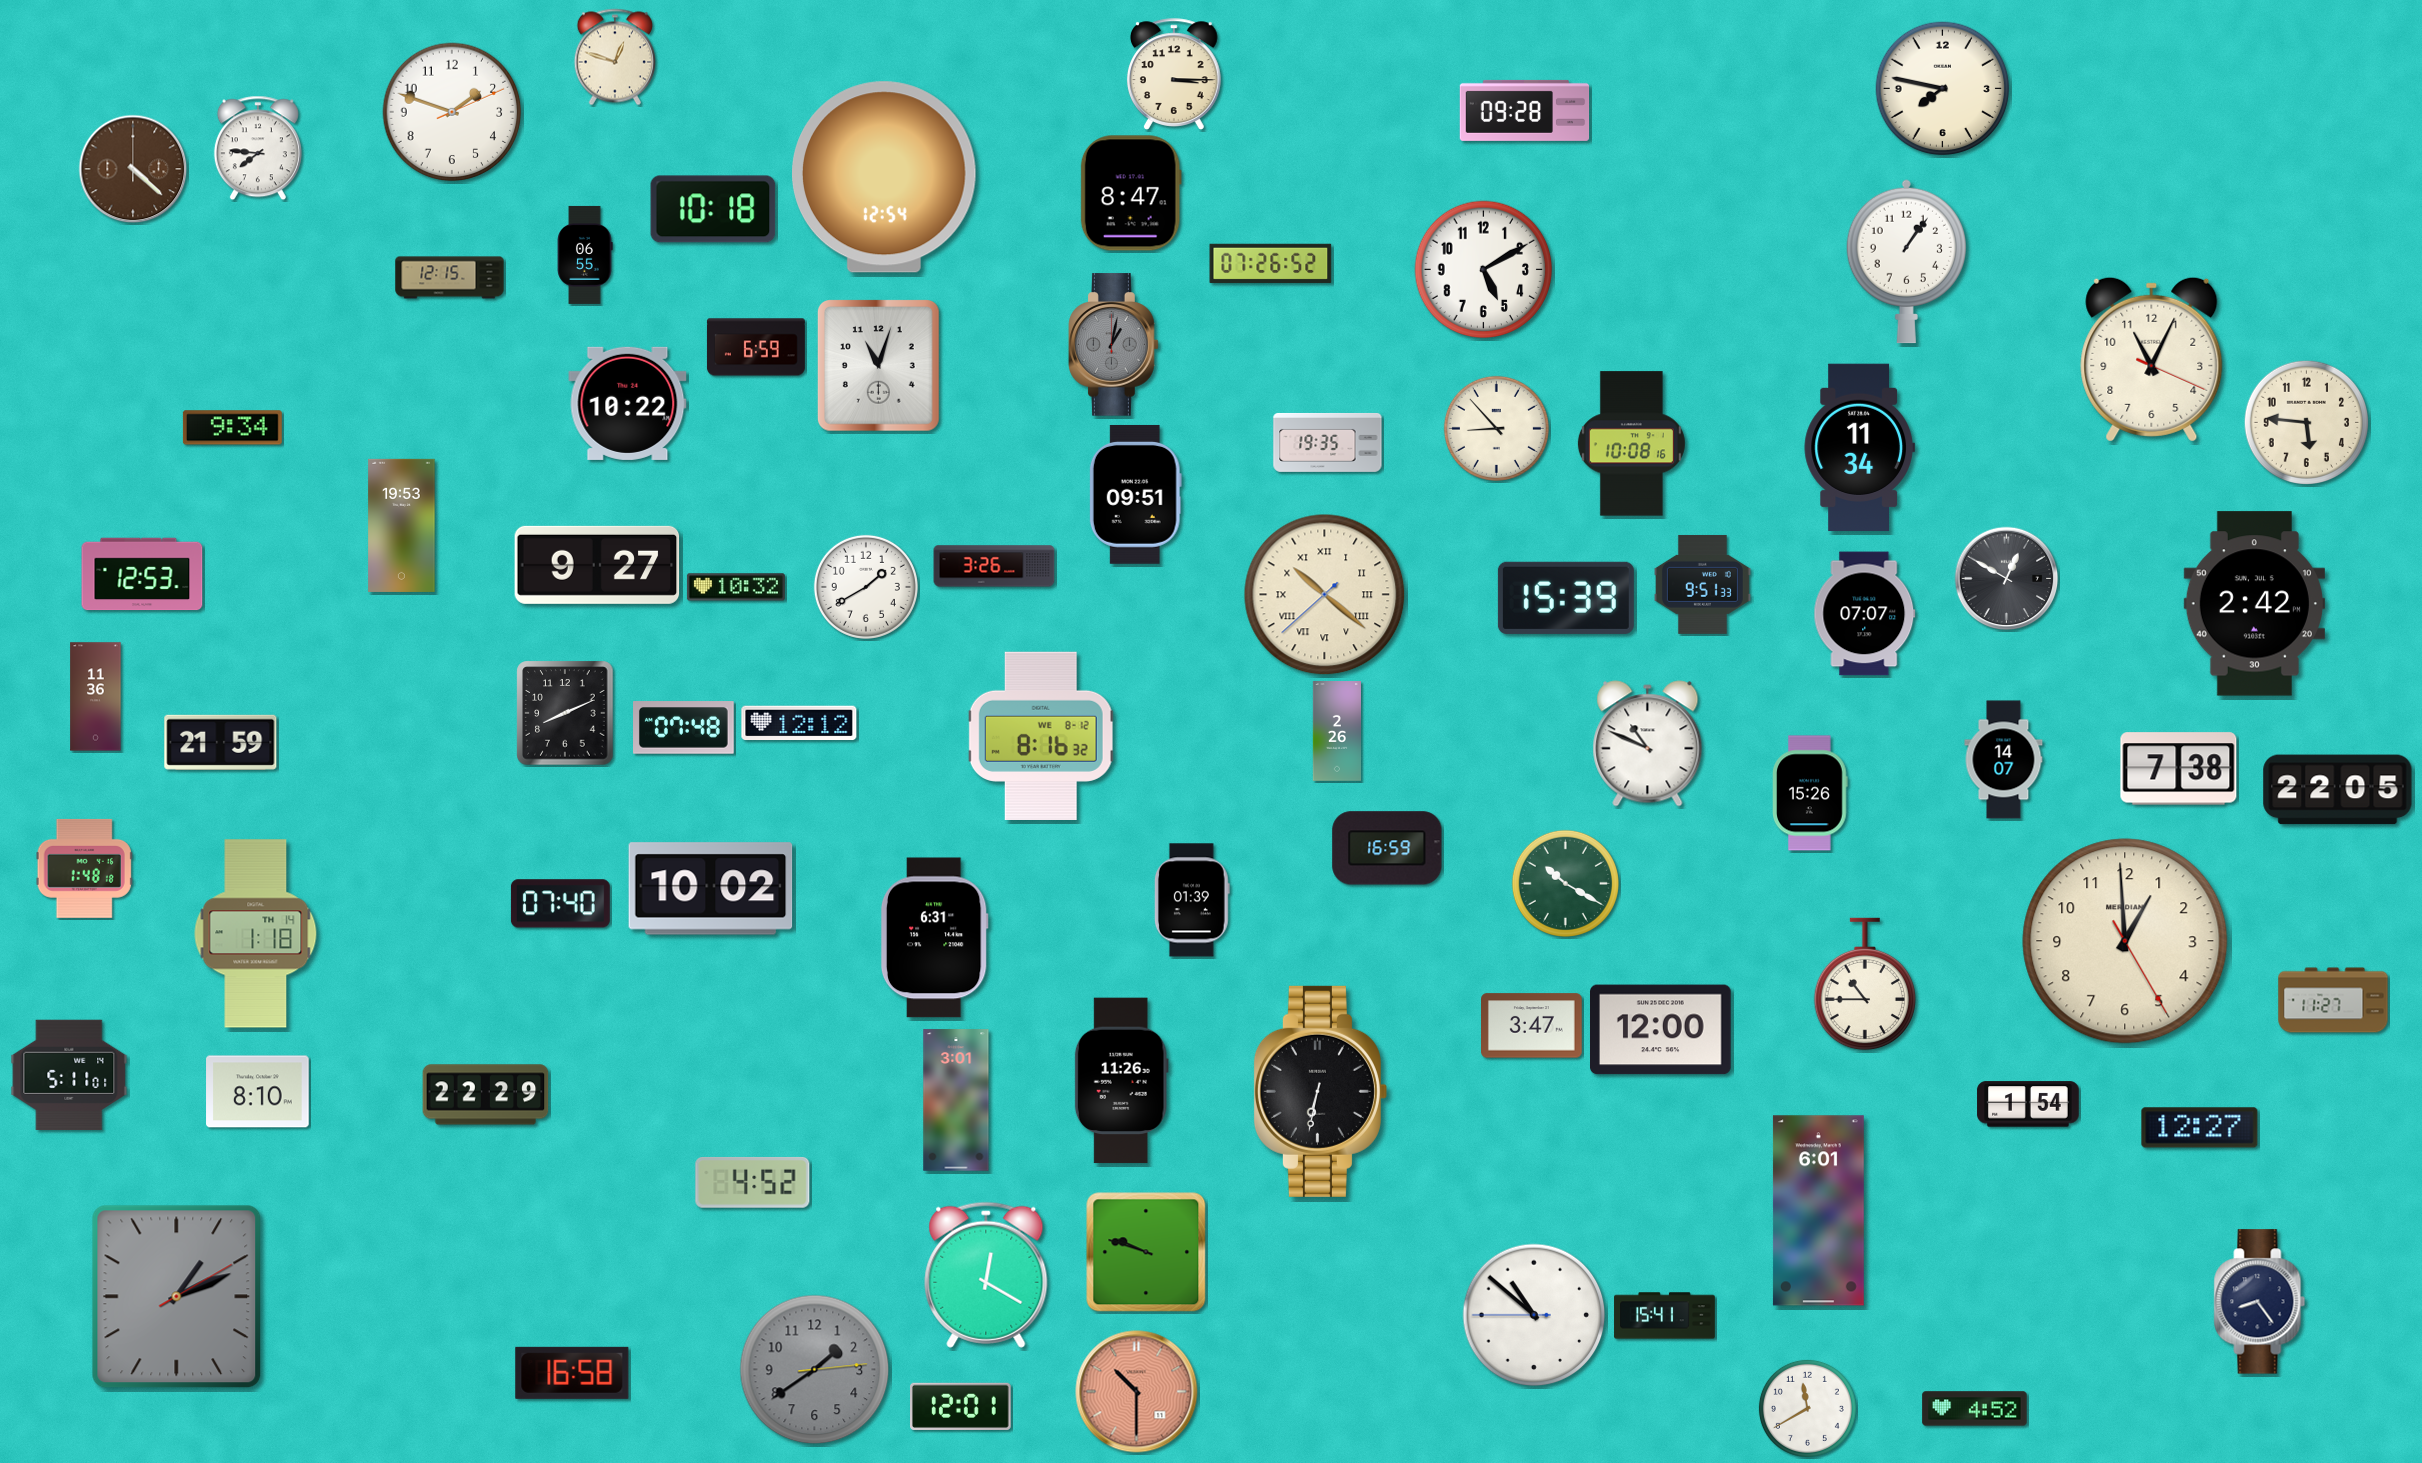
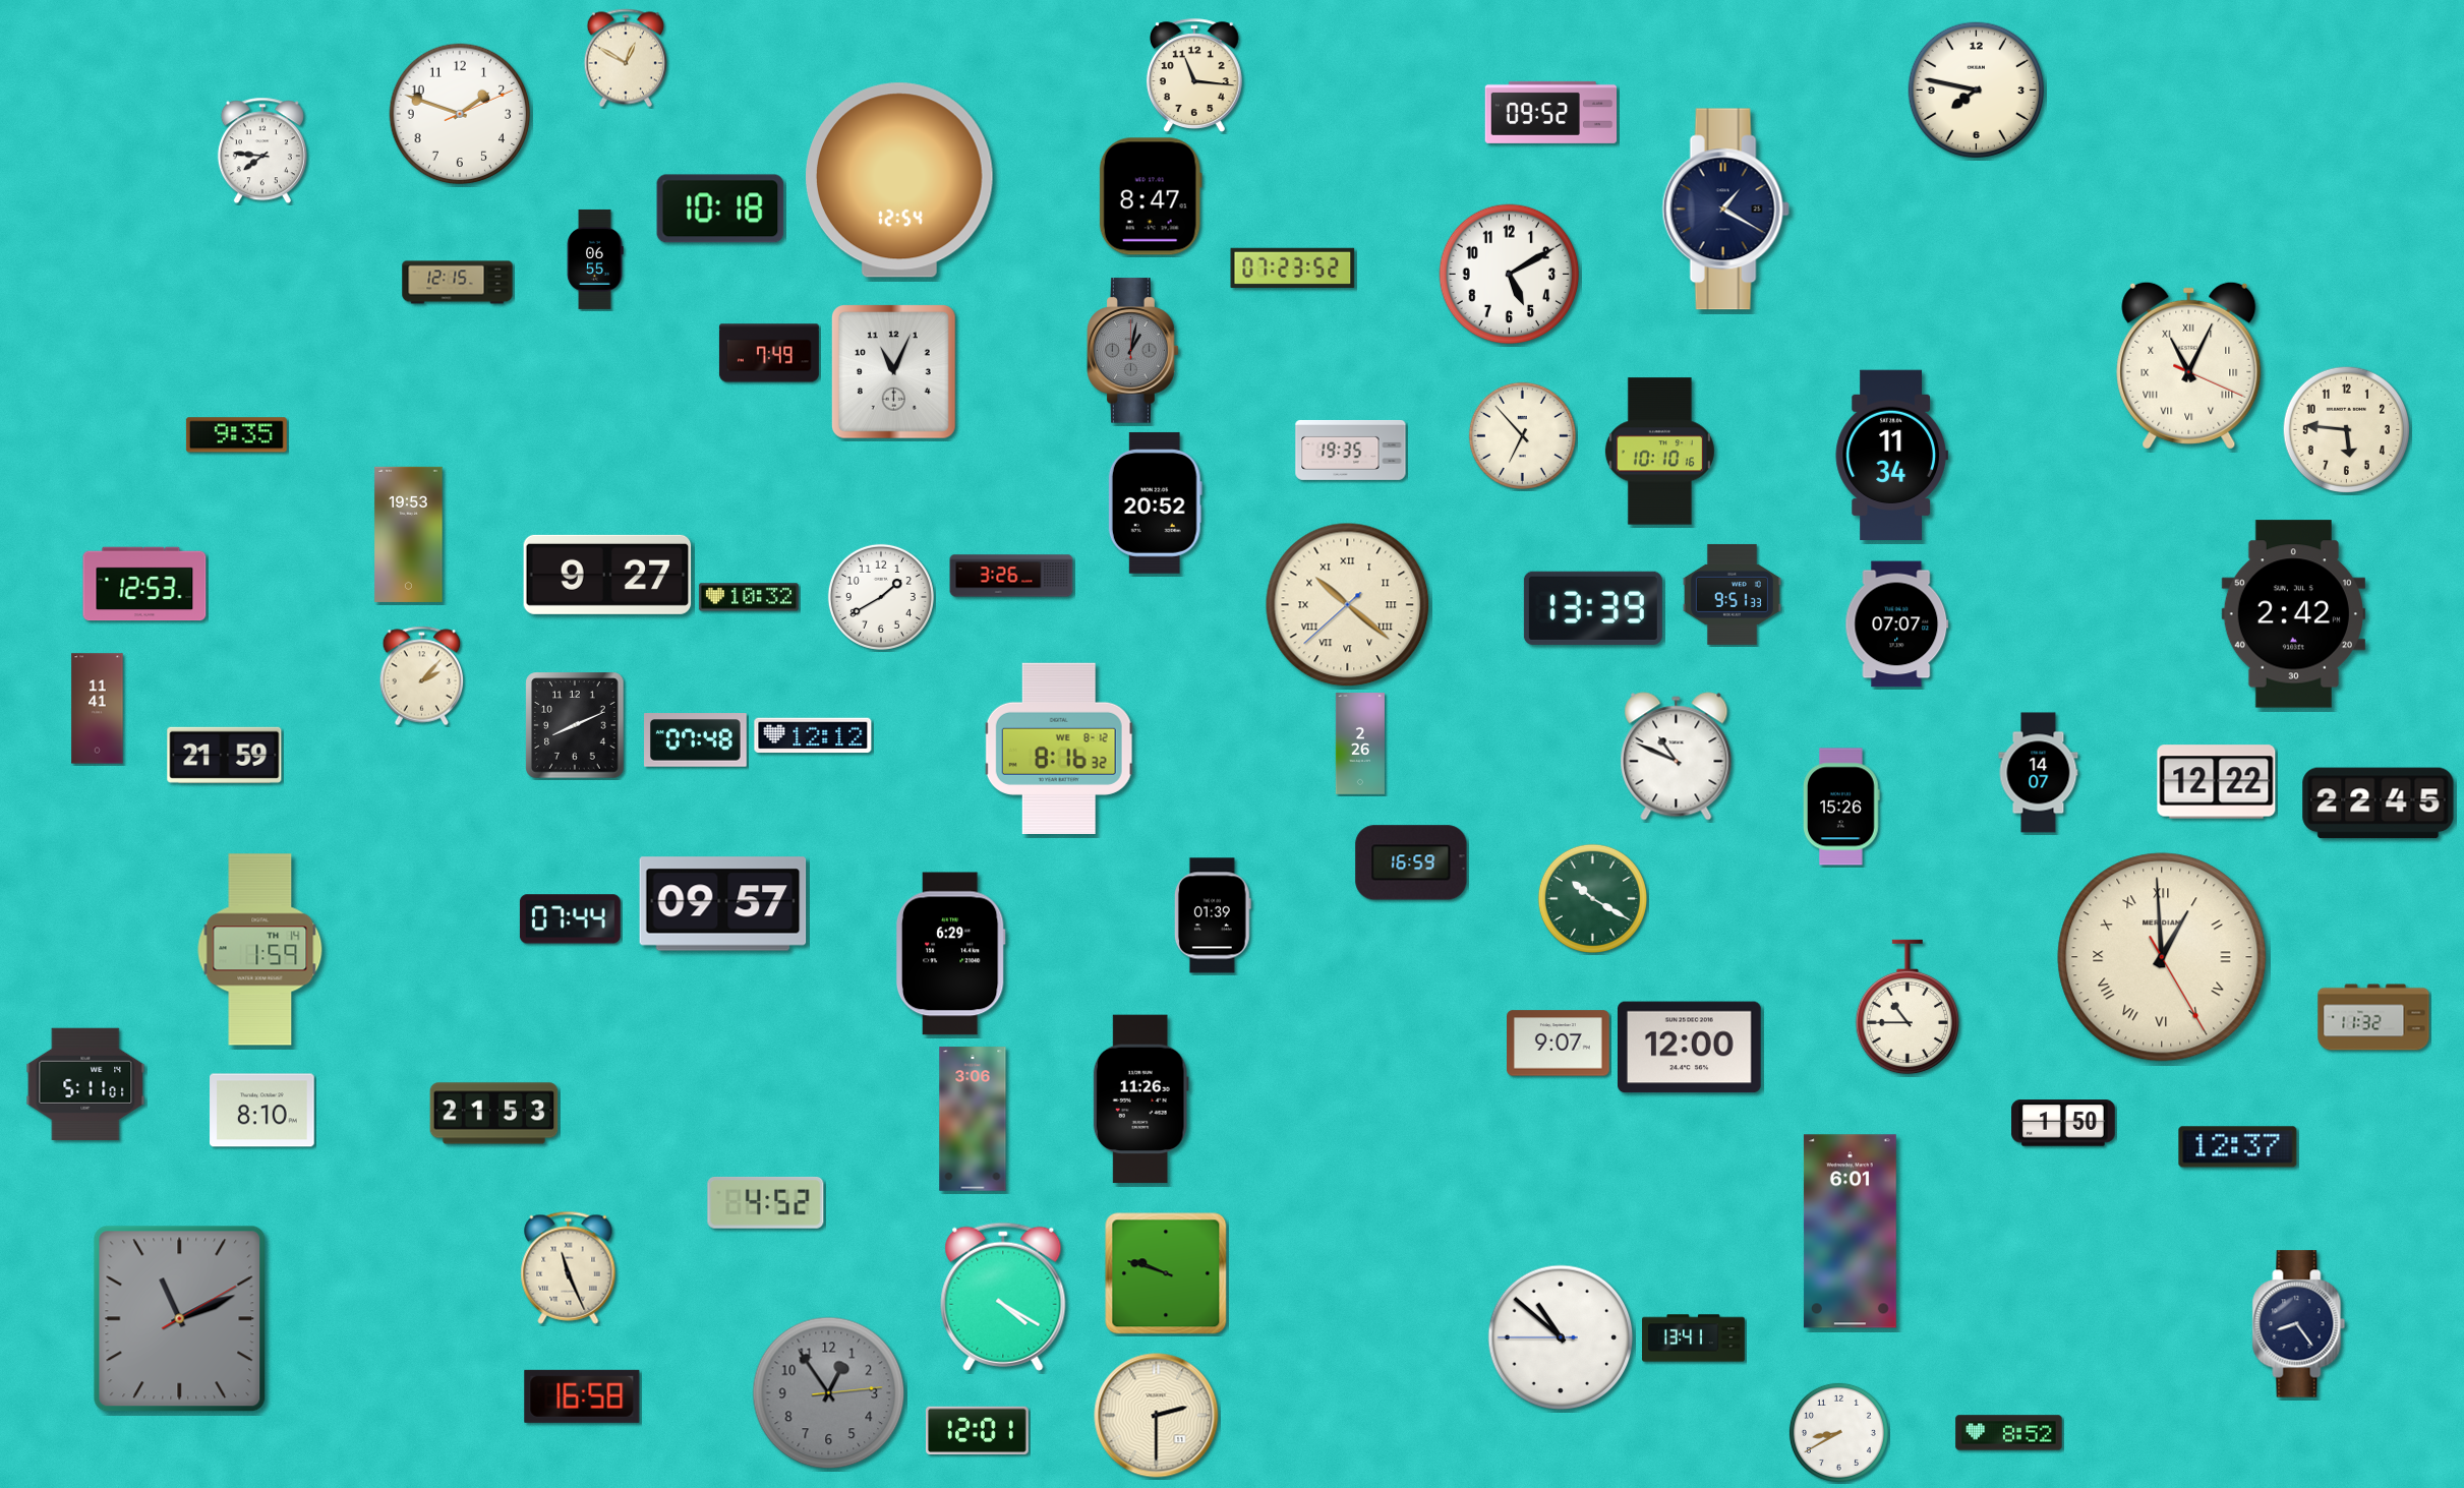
clock at (615, 57): 12:48 -> 12:50
clock at (1174, 74): 3:15 -> 11:16
clock at (1525, 110): 09:28 -> 09:52
clock at (133, 169): 4:22 -> none
clock at (1725, 210): none -> 1:20
clock at (713, 209) position: (713, 209) -> (720, 209)
clock at (1906, 261): 1:06 -> none
clock at (1271, 263): 07:26 -> 07:23
clock at (756, 347): 6:59 -> 7:49
clock at (2152, 359) numerals: Arabic -> Roman
clock at (878, 366): 11:03 -> 11:04
clock at (628, 403): 10:22 -> none
clock at (232, 428): 9:34 -> 9:35
clock at (1496, 428): 8:53 -> 6:53
clock at (1631, 444): 10:08 -> 10:10
clock at (1135, 494): 09:51 -> 20:52
clock at (2007, 579): 12:50 -> none
clock at (1566, 598): 15:39 -> 13:39
clock at (422, 676): none -> 2:07
clock at (96, 697): 11:36 -> 11:41
clock at (2179, 769): 7:38 -> 12:22
clock at (2338, 790): 22:05 -> 22:45
clock at (84, 868): 1:48 -> none
clock at (711, 889): 10:02 -> 09:57
clock at (560, 904): 07:40 -> 07:44
clock at (256, 934): 1:18 -> 1:59
clock at (934, 938): 6:31 -> 6:29
clock at (2125, 941) numerals: Arabic -> Roman
clock at (1864, 984) position: (1864, 984) -> (1906, 1007)
clock at (2333, 1000): 11:27 -> 11:32
clock at (1532, 1026): 3:47 -> 9:07
clock at (69, 1074) position: (69, 1074) -> (85, 1083)
clock at (1320, 1091): 6:32 -> none
clock at (486, 1095): 22:29 -> 21:53
clock at (956, 1100): 3:01 -> 3:06
clock at (2028, 1104): 1:54 -> 1:50
clock at (2200, 1128): 12:27 -> 12:37
clock at (569, 1267): none -> 11:26
clock at (986, 1275): 12:20 -> 4:20
clock at (177, 1297): 1:11 -> 11:11
clock at (1665, 1316): 15:41 -> 13:41
clock at (815, 1370): 1:39 -> 12:54
clock at (1137, 1392): 10:30 -> 2:30
clock at (1137, 1392) dial: salmon -> cream
clock at (1807, 1408): 11:40 -> 8:40
clock at (1975, 1409): 4:52 -> 8:52
